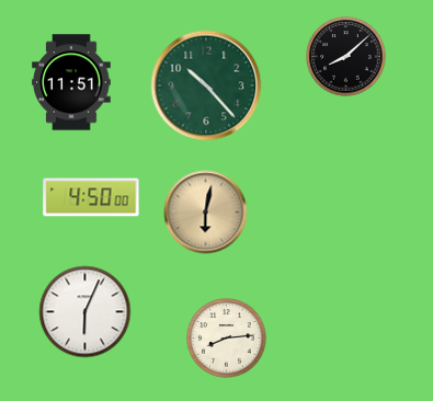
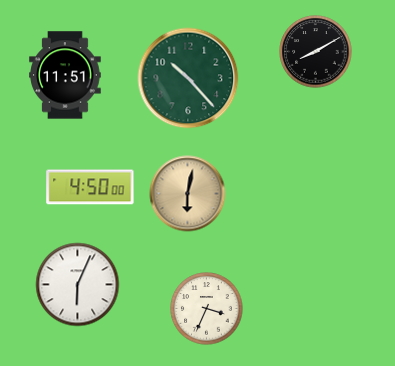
clock at (346, 57): 8:08 -> 8:10
clock at (91, 197) position: (91, 197) -> (90, 187)
clock at (227, 339): 8:14 -> 3:34
